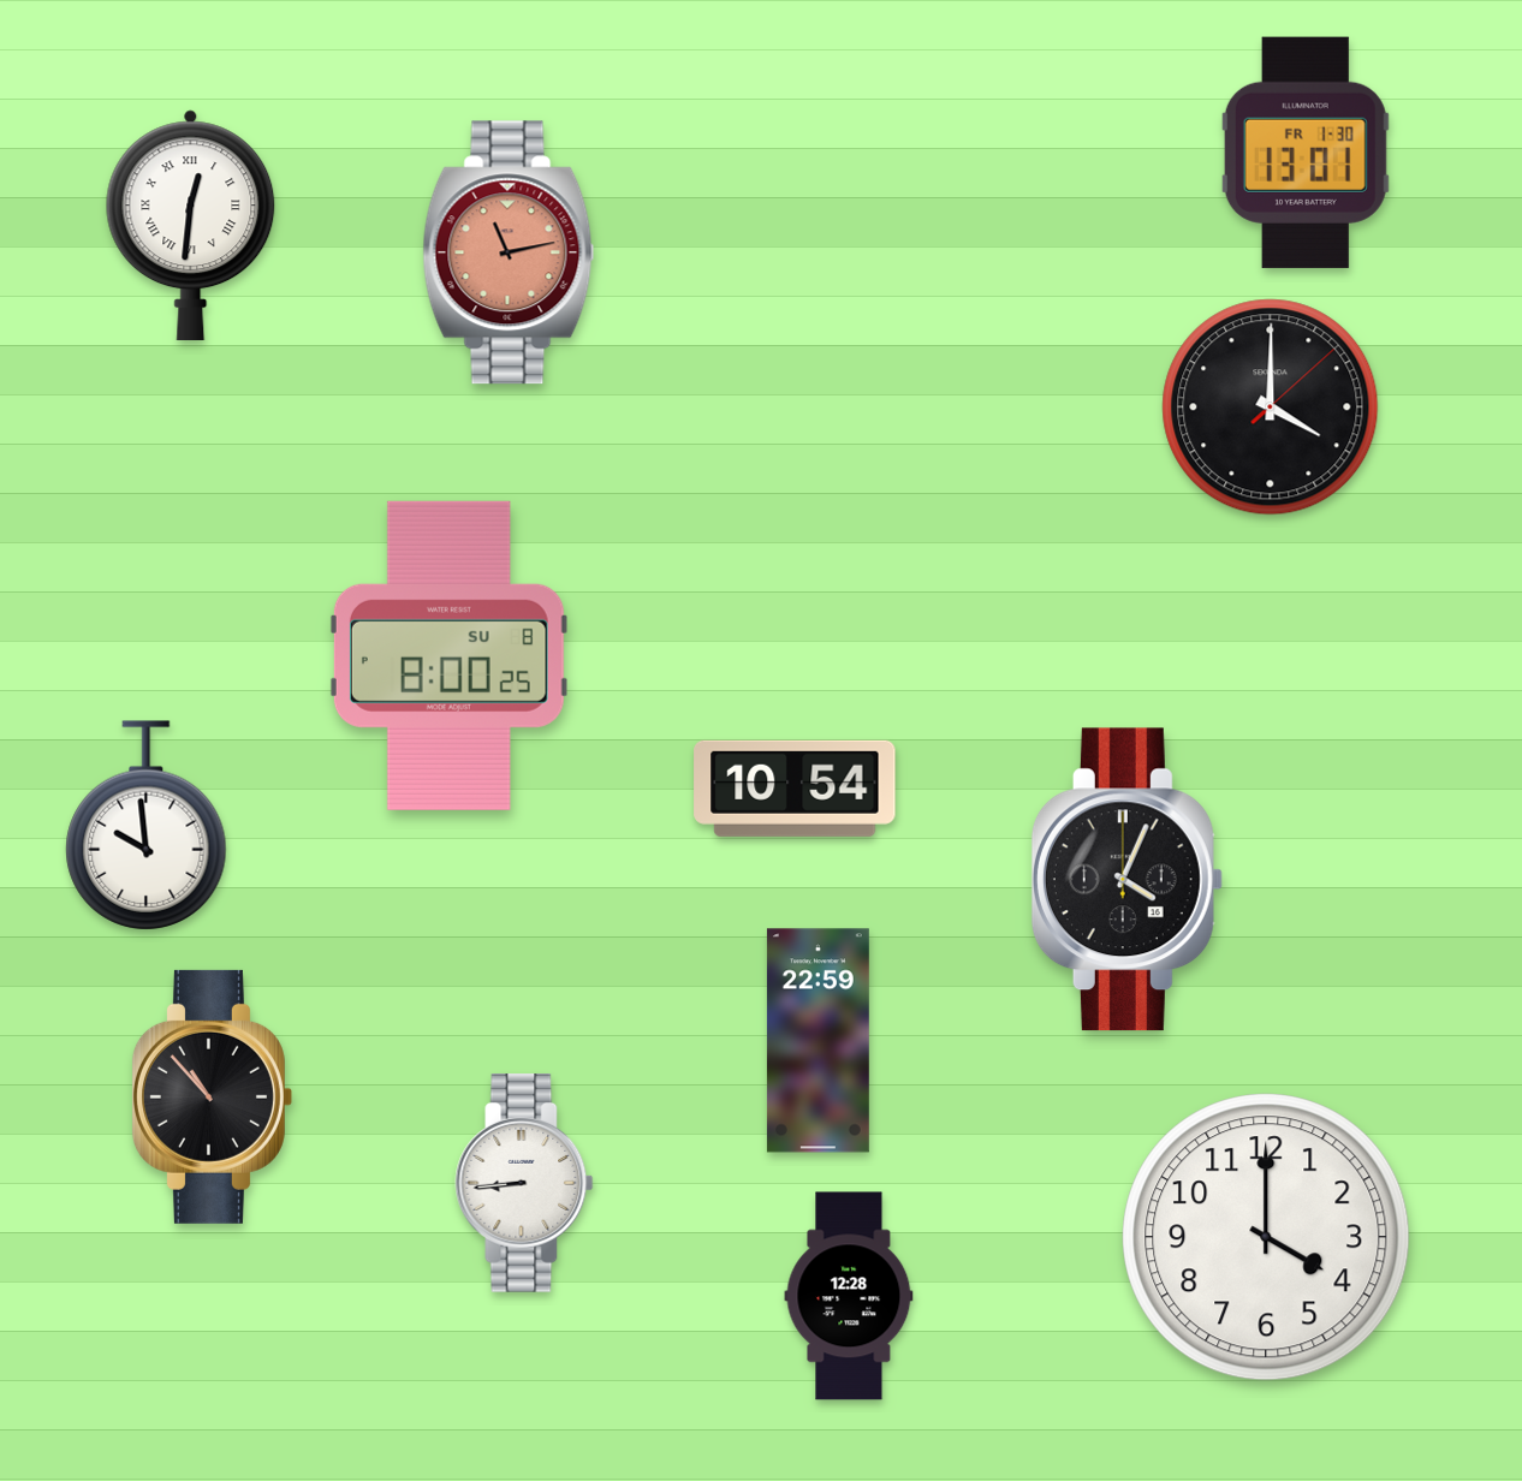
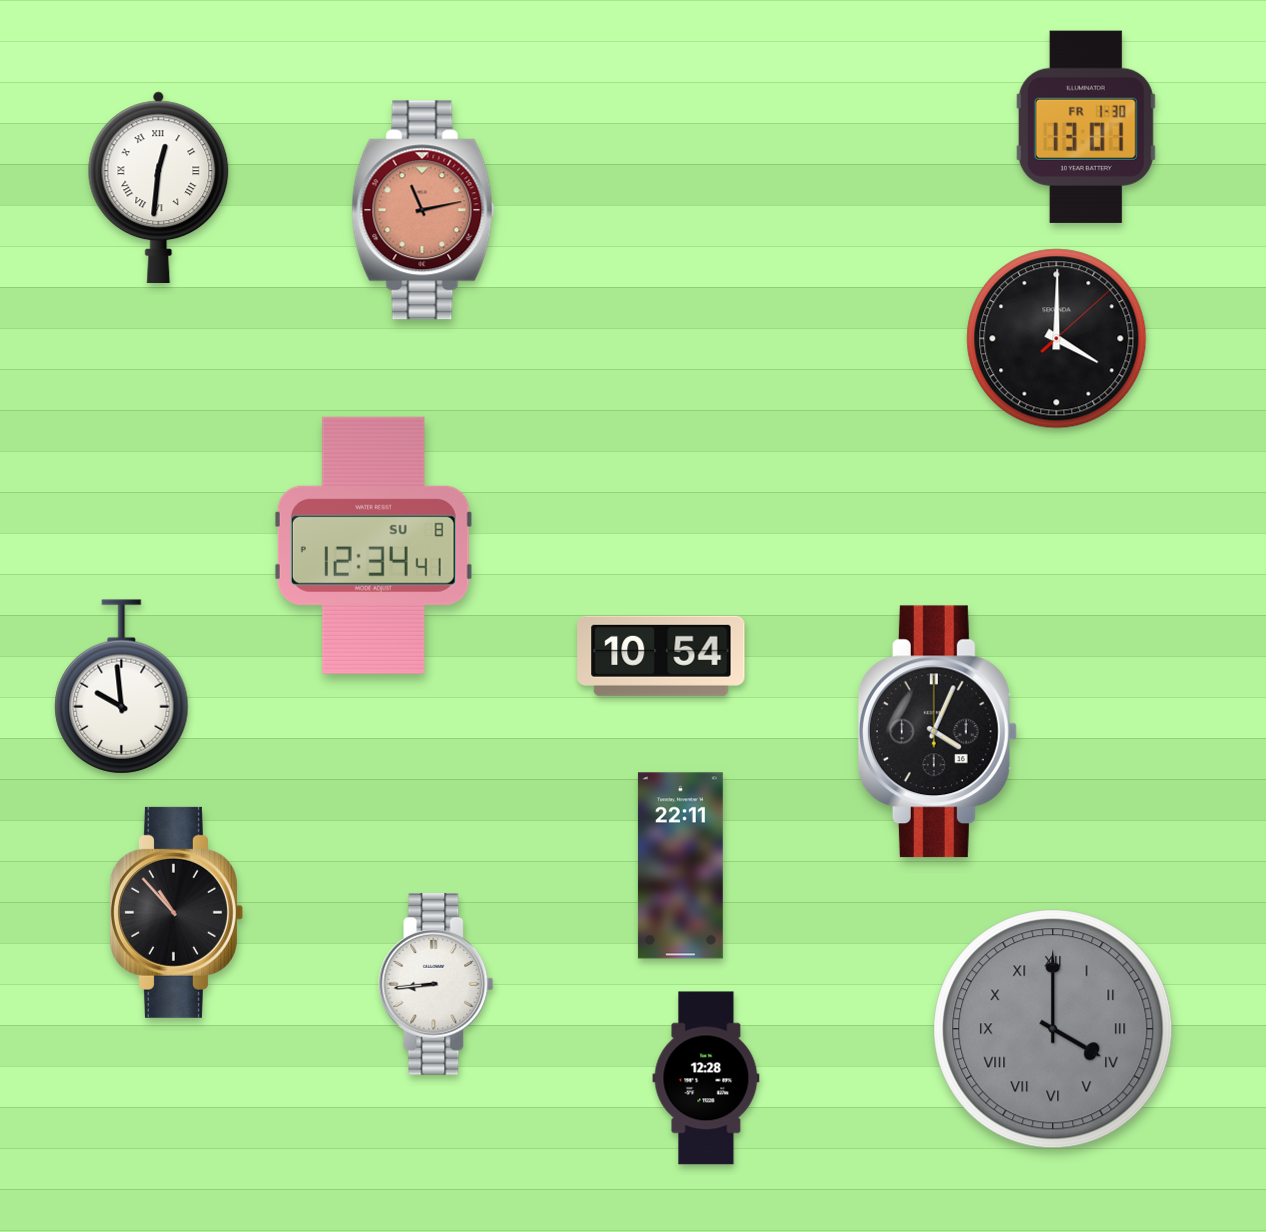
clock at (448, 655): 8:00 -> 12:34
clock at (818, 1041): 22:59 -> 22:11
clock at (1266, 1237) dial: white -> grey
clock at (1266, 1237) numerals: Arabic -> Roman
